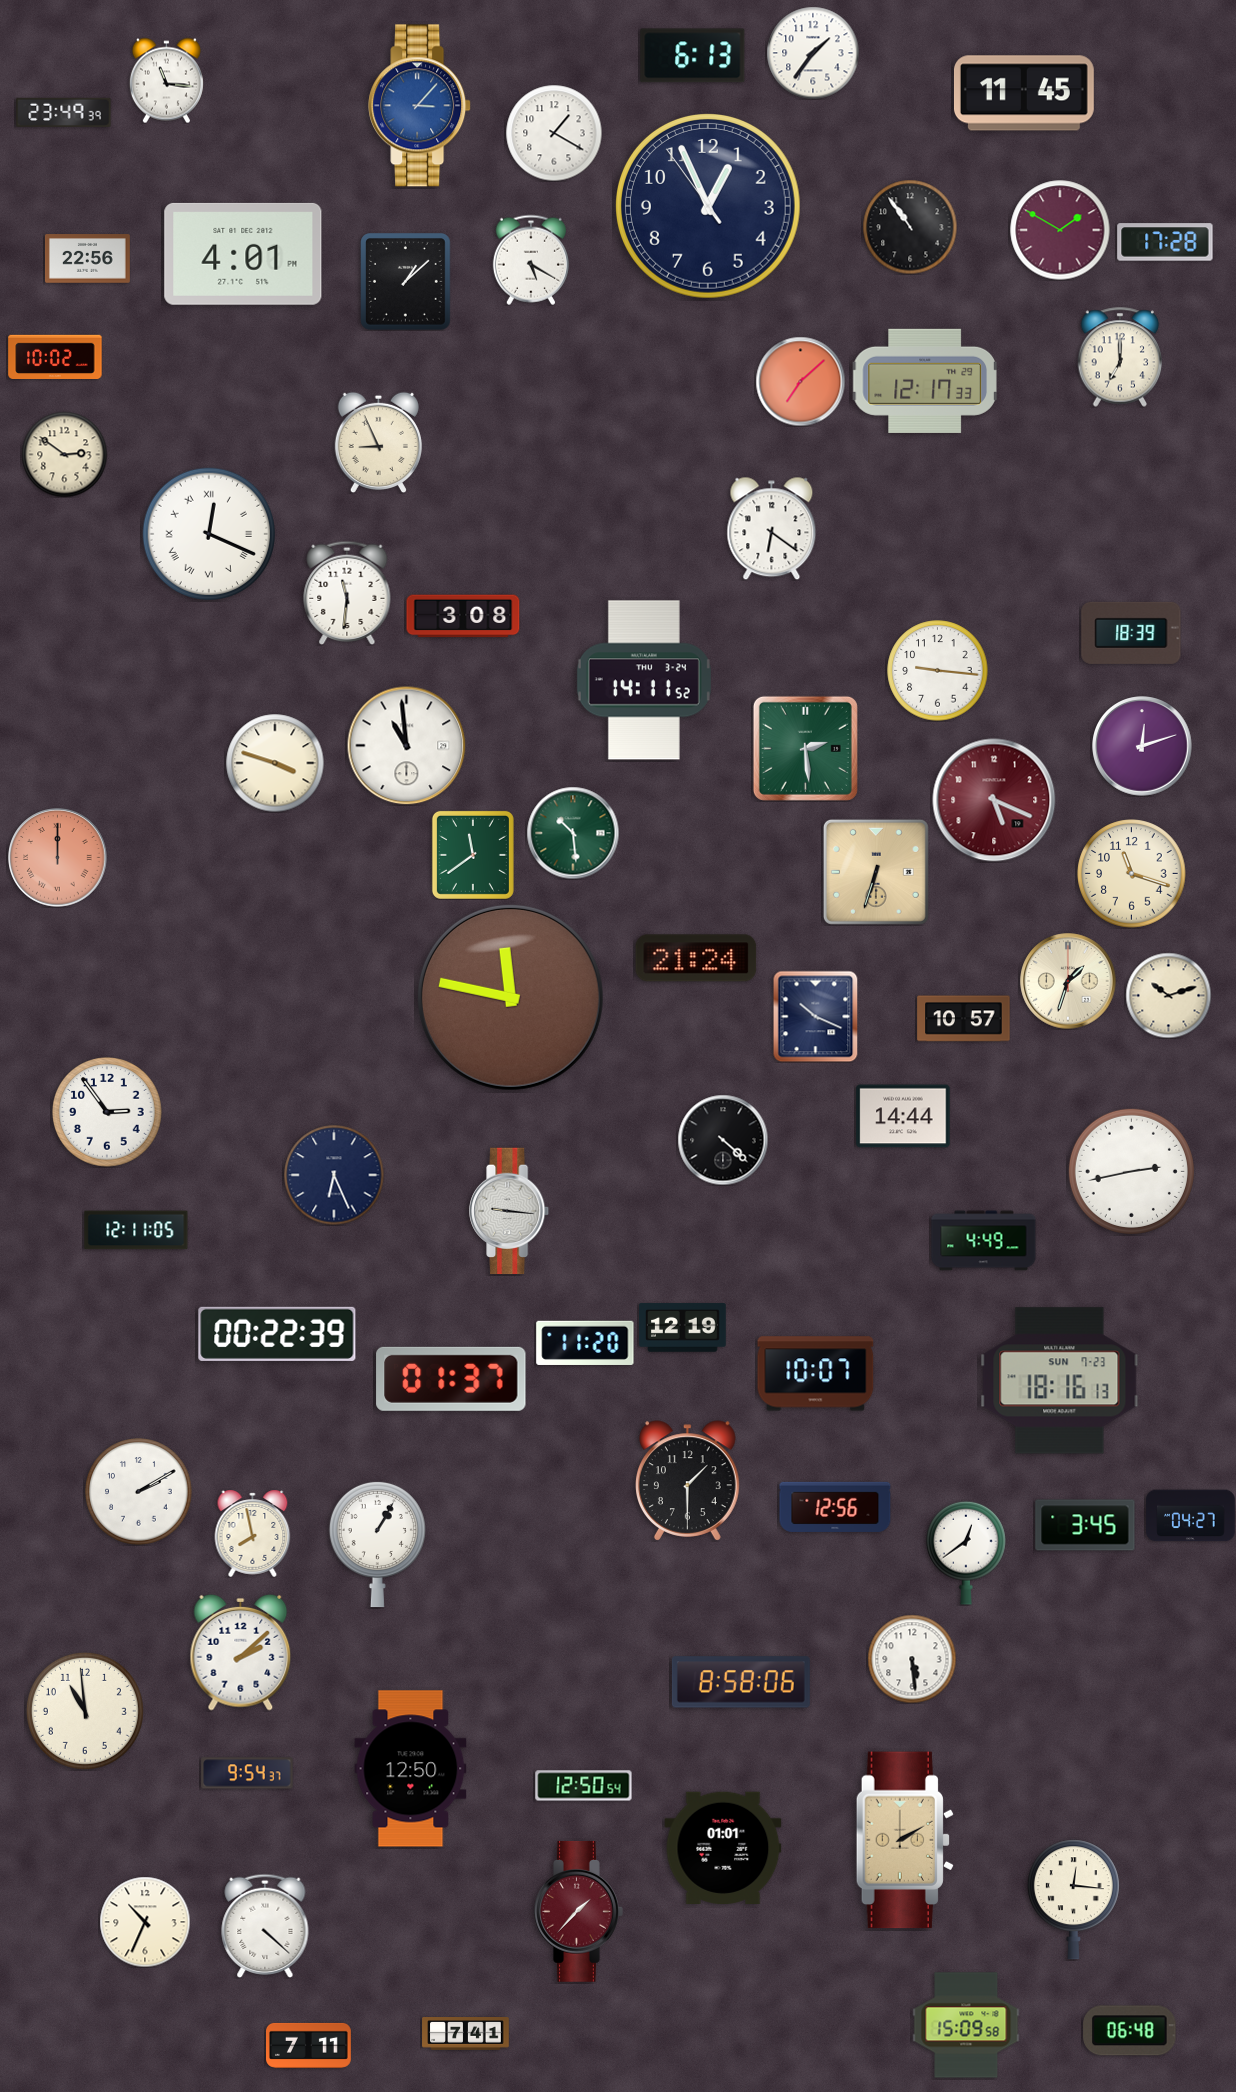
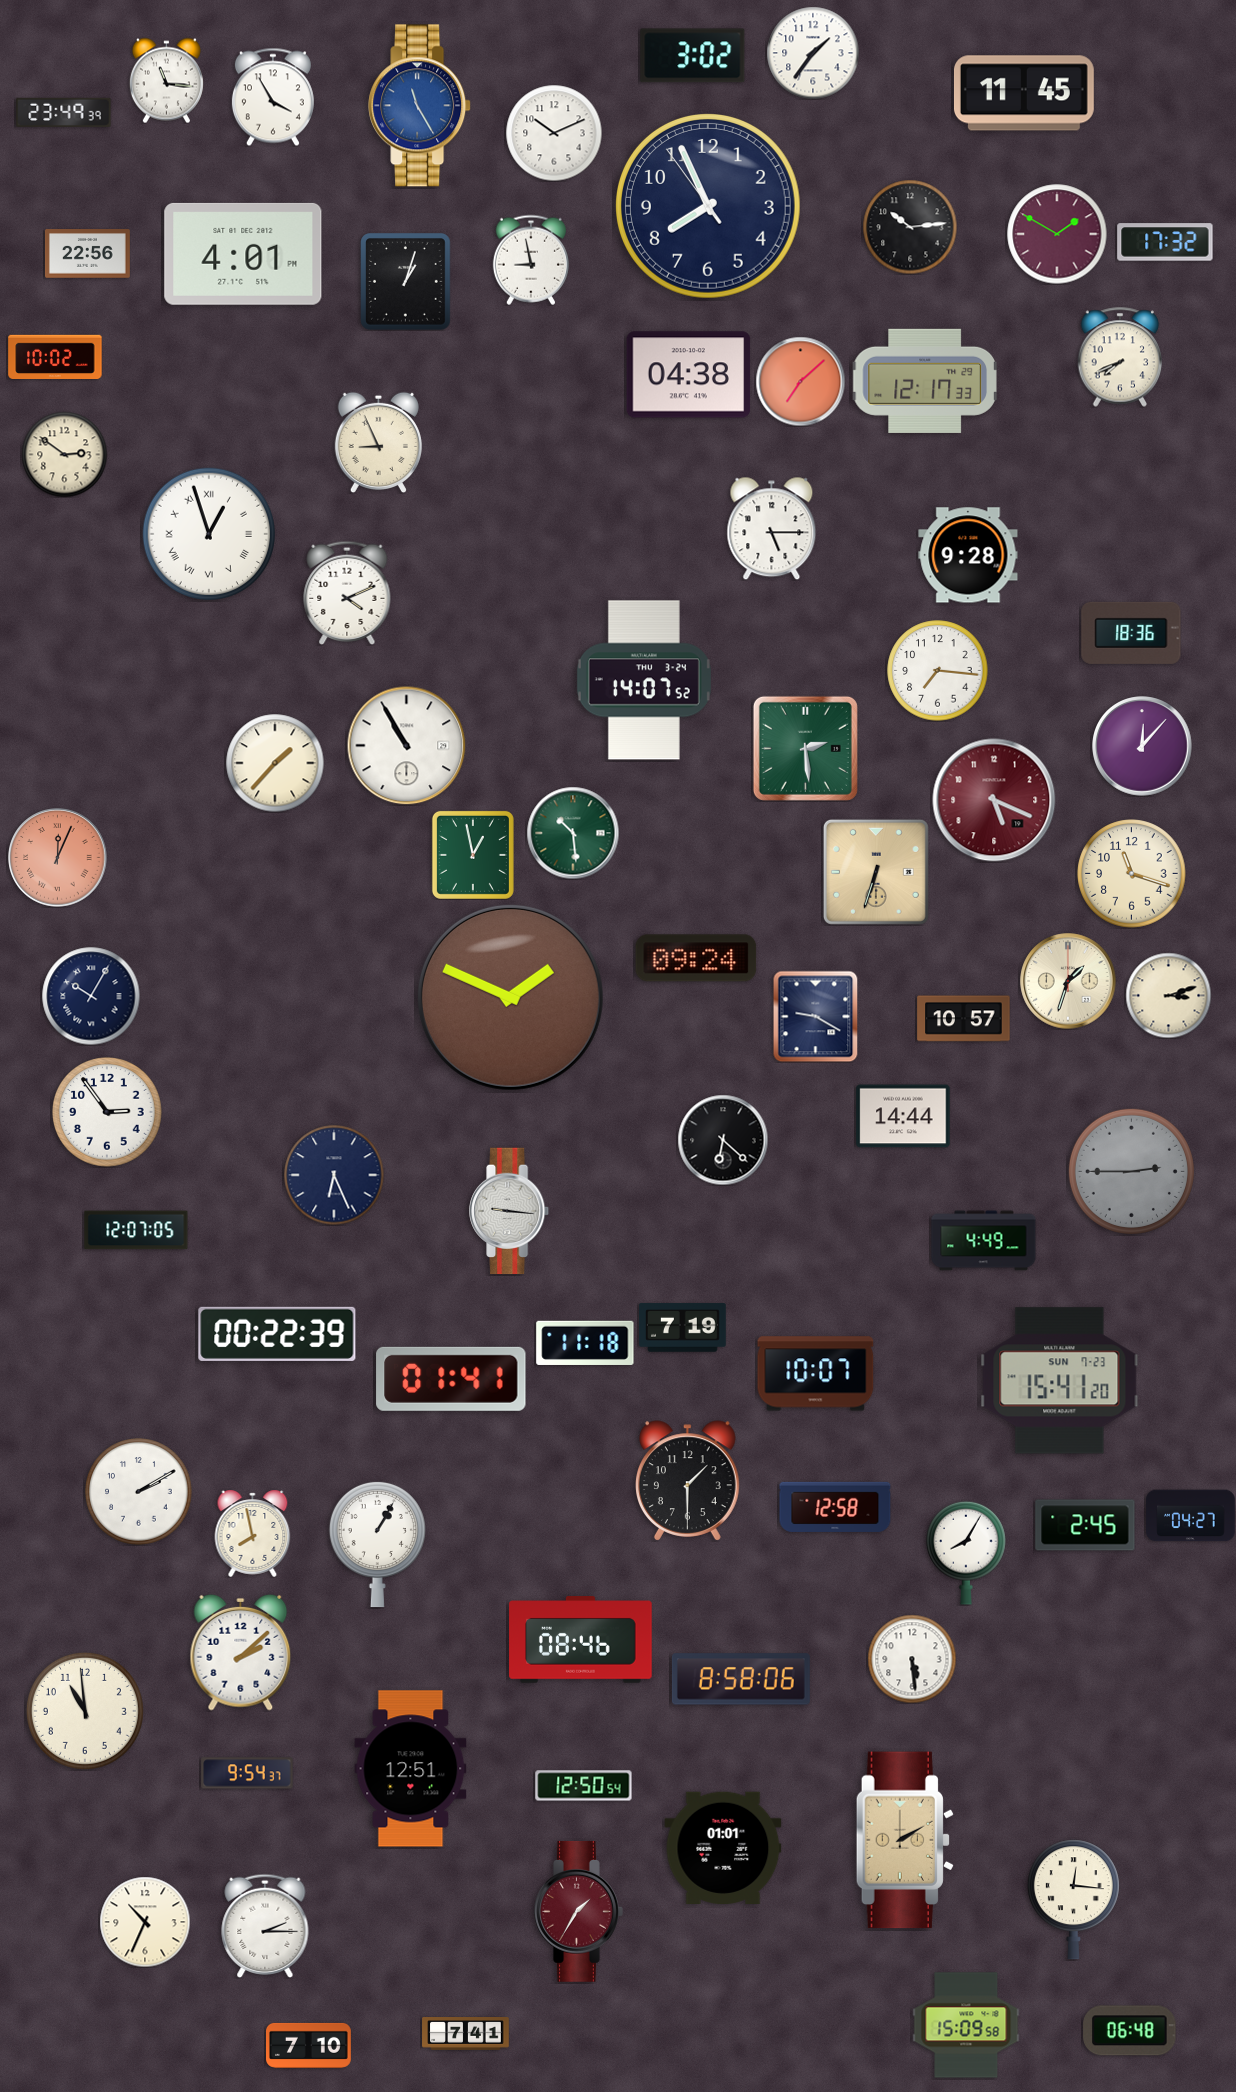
clock at (693, 56): 6:13 -> 3:02
clock at (273, 97): none -> 3:55
clock at (420, 106): 3:07 -> 11:25
clock at (554, 133): 1:20 -> 10:11
clock at (709, 207): 12:55 -> 7:55
clock at (910, 227): 10:54 -> 10:14
clock at (1060, 230) position: (1060, 230) -> (1057, 234)
clock at (1165, 242): 17:28 -> 17:32
clock at (88, 259) position: (88, 259) -> (88, 254)
clock at (531, 260): 5:20 -> 8:58
clock at (406, 282): 1:08 -> 1:03
clock at (1120, 357): 7:00 -> 7:41
clock at (689, 375): none -> 04:38
clock at (772, 528): 6:21 -> 5:15
clock at (208, 533): 12:19 -> 12:57
clock at (968, 555): none -> 9:28
clock at (347, 593): 11:31 -> 4:11
clock at (463, 616): 3:08 -> none
clock at (1131, 633): 18:39 -> 18:36
clock at (938, 671): 9:16 -> 7:16
clock at (644, 680): 14:11 -> 14:07
clock at (407, 746): 10:59 -> 10:55
clock at (1142, 746): 12:12 -> 12:07
clock at (275, 763): 3:48 -> 1:37
clock at (473, 855): 11:39 -> 12:58
clock at (58, 858): 12:00 -> 12:04
clock at (696, 958): 21:24 -> 09:24
clock at (1168, 995): 10:12 -> 3:12
clock at (91, 996): none -> 10:05
clock at (510, 997): 11:47 -> 1:49
clock at (816, 1016): 10:19 -> 9:20
clock at (723, 1140): 4:22 -> 6:22
clock at (1131, 1171): 2:43 -> 2:45
clock at (1131, 1171) dial: white -> grey
clock at (136, 1230): 12:11 -> 12:07
clock at (683, 1328): 12:19 -> 7:19
clock at (585, 1343): 11:20 -> 11:18
clock at (451, 1379): 01:37 -> 01:41
clock at (1060, 1381): 18:16 -> 15:41
clock at (835, 1507): 12:56 -> 12:58
clock at (1085, 1525): 3:45 -> 2:45
clock at (966, 1553): 12:39 -> 8:05
clock at (581, 1640): none -> 08:46
clock at (741, 1682) position: (741, 1682) -> (741, 1679)
clock at (411, 1769): 12:50 -> 12:51
clock at (579, 1911): 1:37 -> 1:35
clock at (265, 1926): 4:22 -> 2:15
clock at (309, 2045): 7:11 -> 7:10
